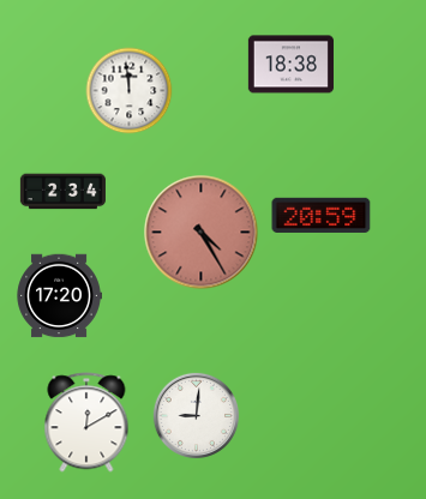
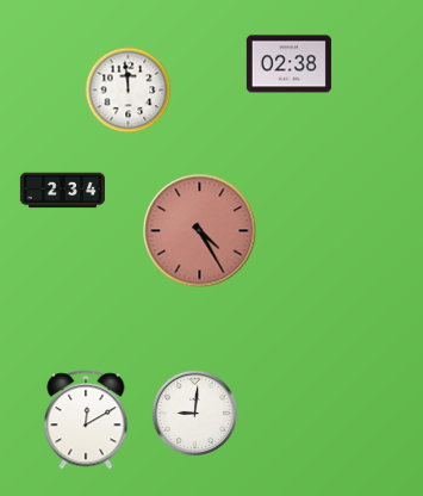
clock at (290, 65): 18:38 -> 02:38
clock at (322, 215): 20:59 -> none
clock at (59, 296): 17:20 -> none
